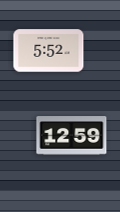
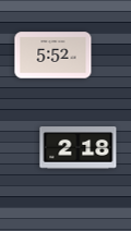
clock at (72, 136): 12:59 -> 2:18
